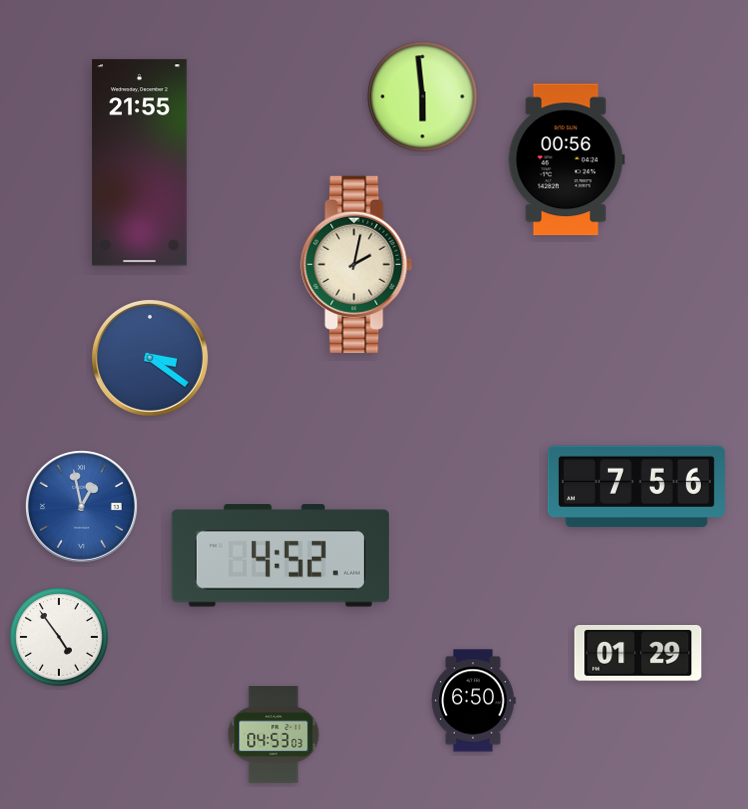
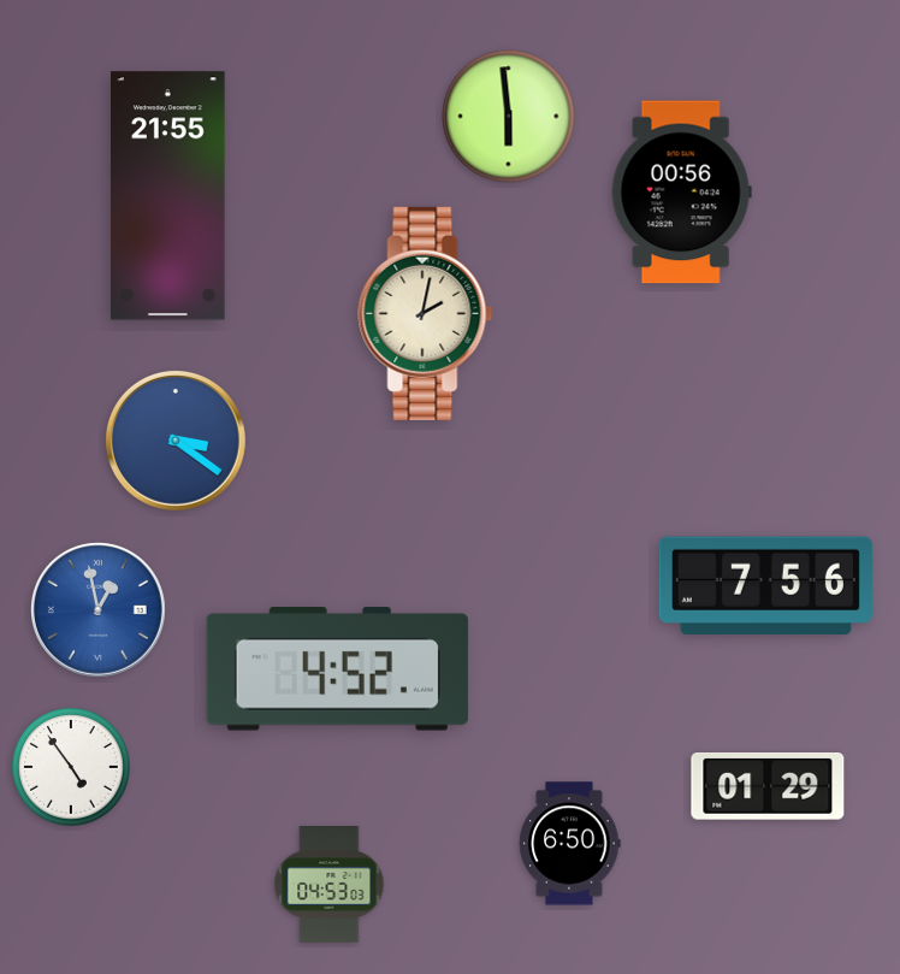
clock at (357, 264) position: (357, 264) -> (426, 313)
clock at (150, 358) position: (150, 358) -> (176, 441)
